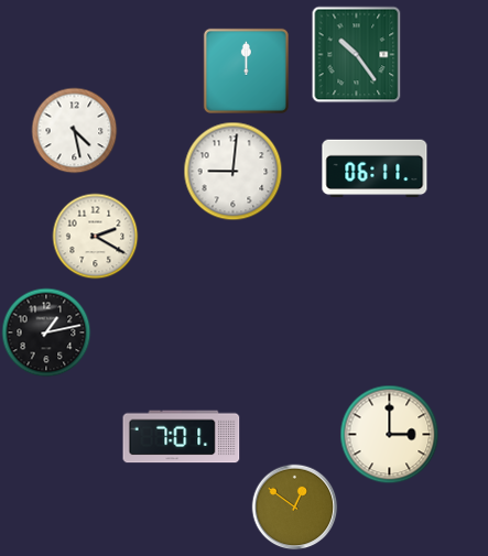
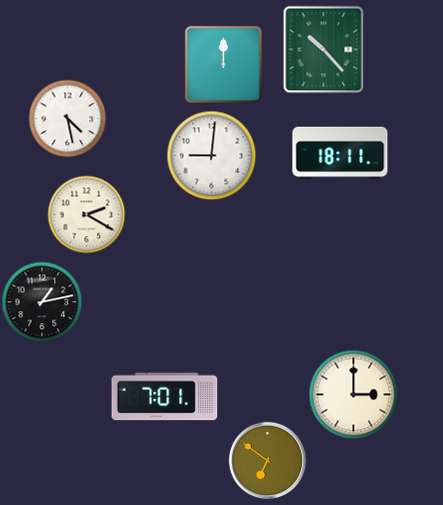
clock at (357, 54): 10:24 -> 10:23
clock at (375, 168): 06:11 -> 18:11
clock at (294, 506): 12:51 -> 6:51
